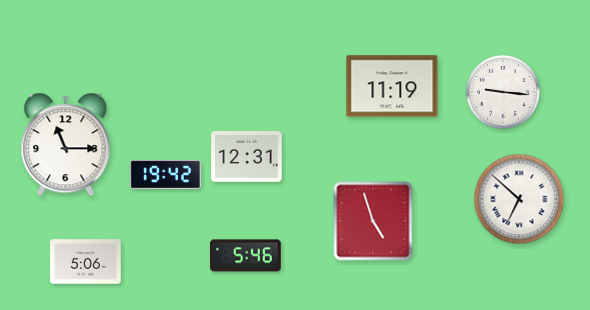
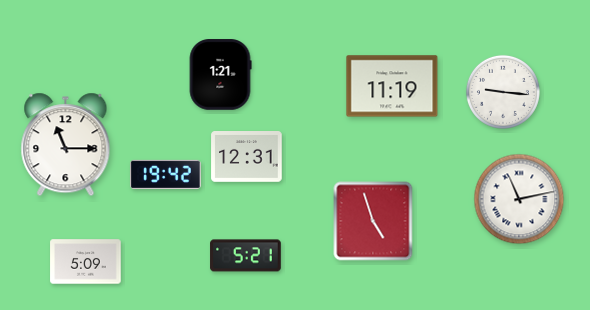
clock at (220, 75): none -> 1:21
clock at (519, 199): 6:52 -> 11:13
clock at (246, 256): 5:46 -> 5:21
clock at (86, 262): 5:06 -> 5:09
